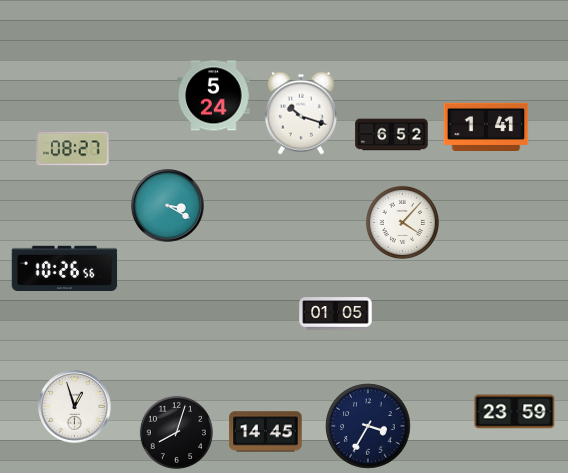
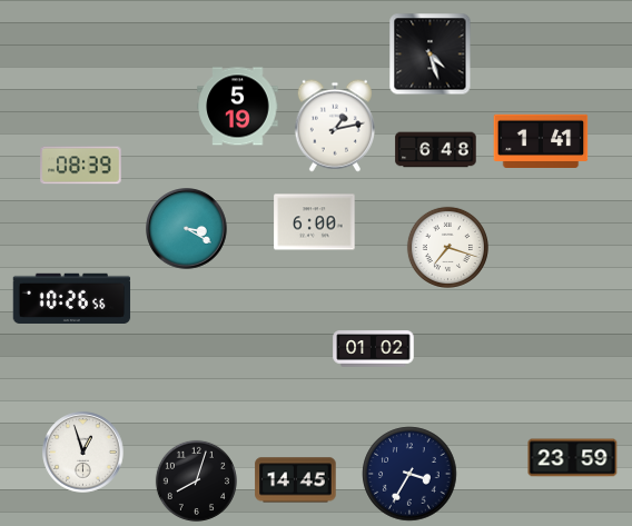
clock at (431, 54): none -> 4:27
clock at (214, 96): 5:24 -> 5:19
clock at (301, 113): 10:18 -> 1:13
clock at (392, 135): 6:52 -> 6:48
clock at (73, 149): 08:27 -> 08:39
clock at (315, 222): none -> 6:00
clock at (402, 222): 4:07 -> 7:18
clock at (336, 314): 01:05 -> 01:02
